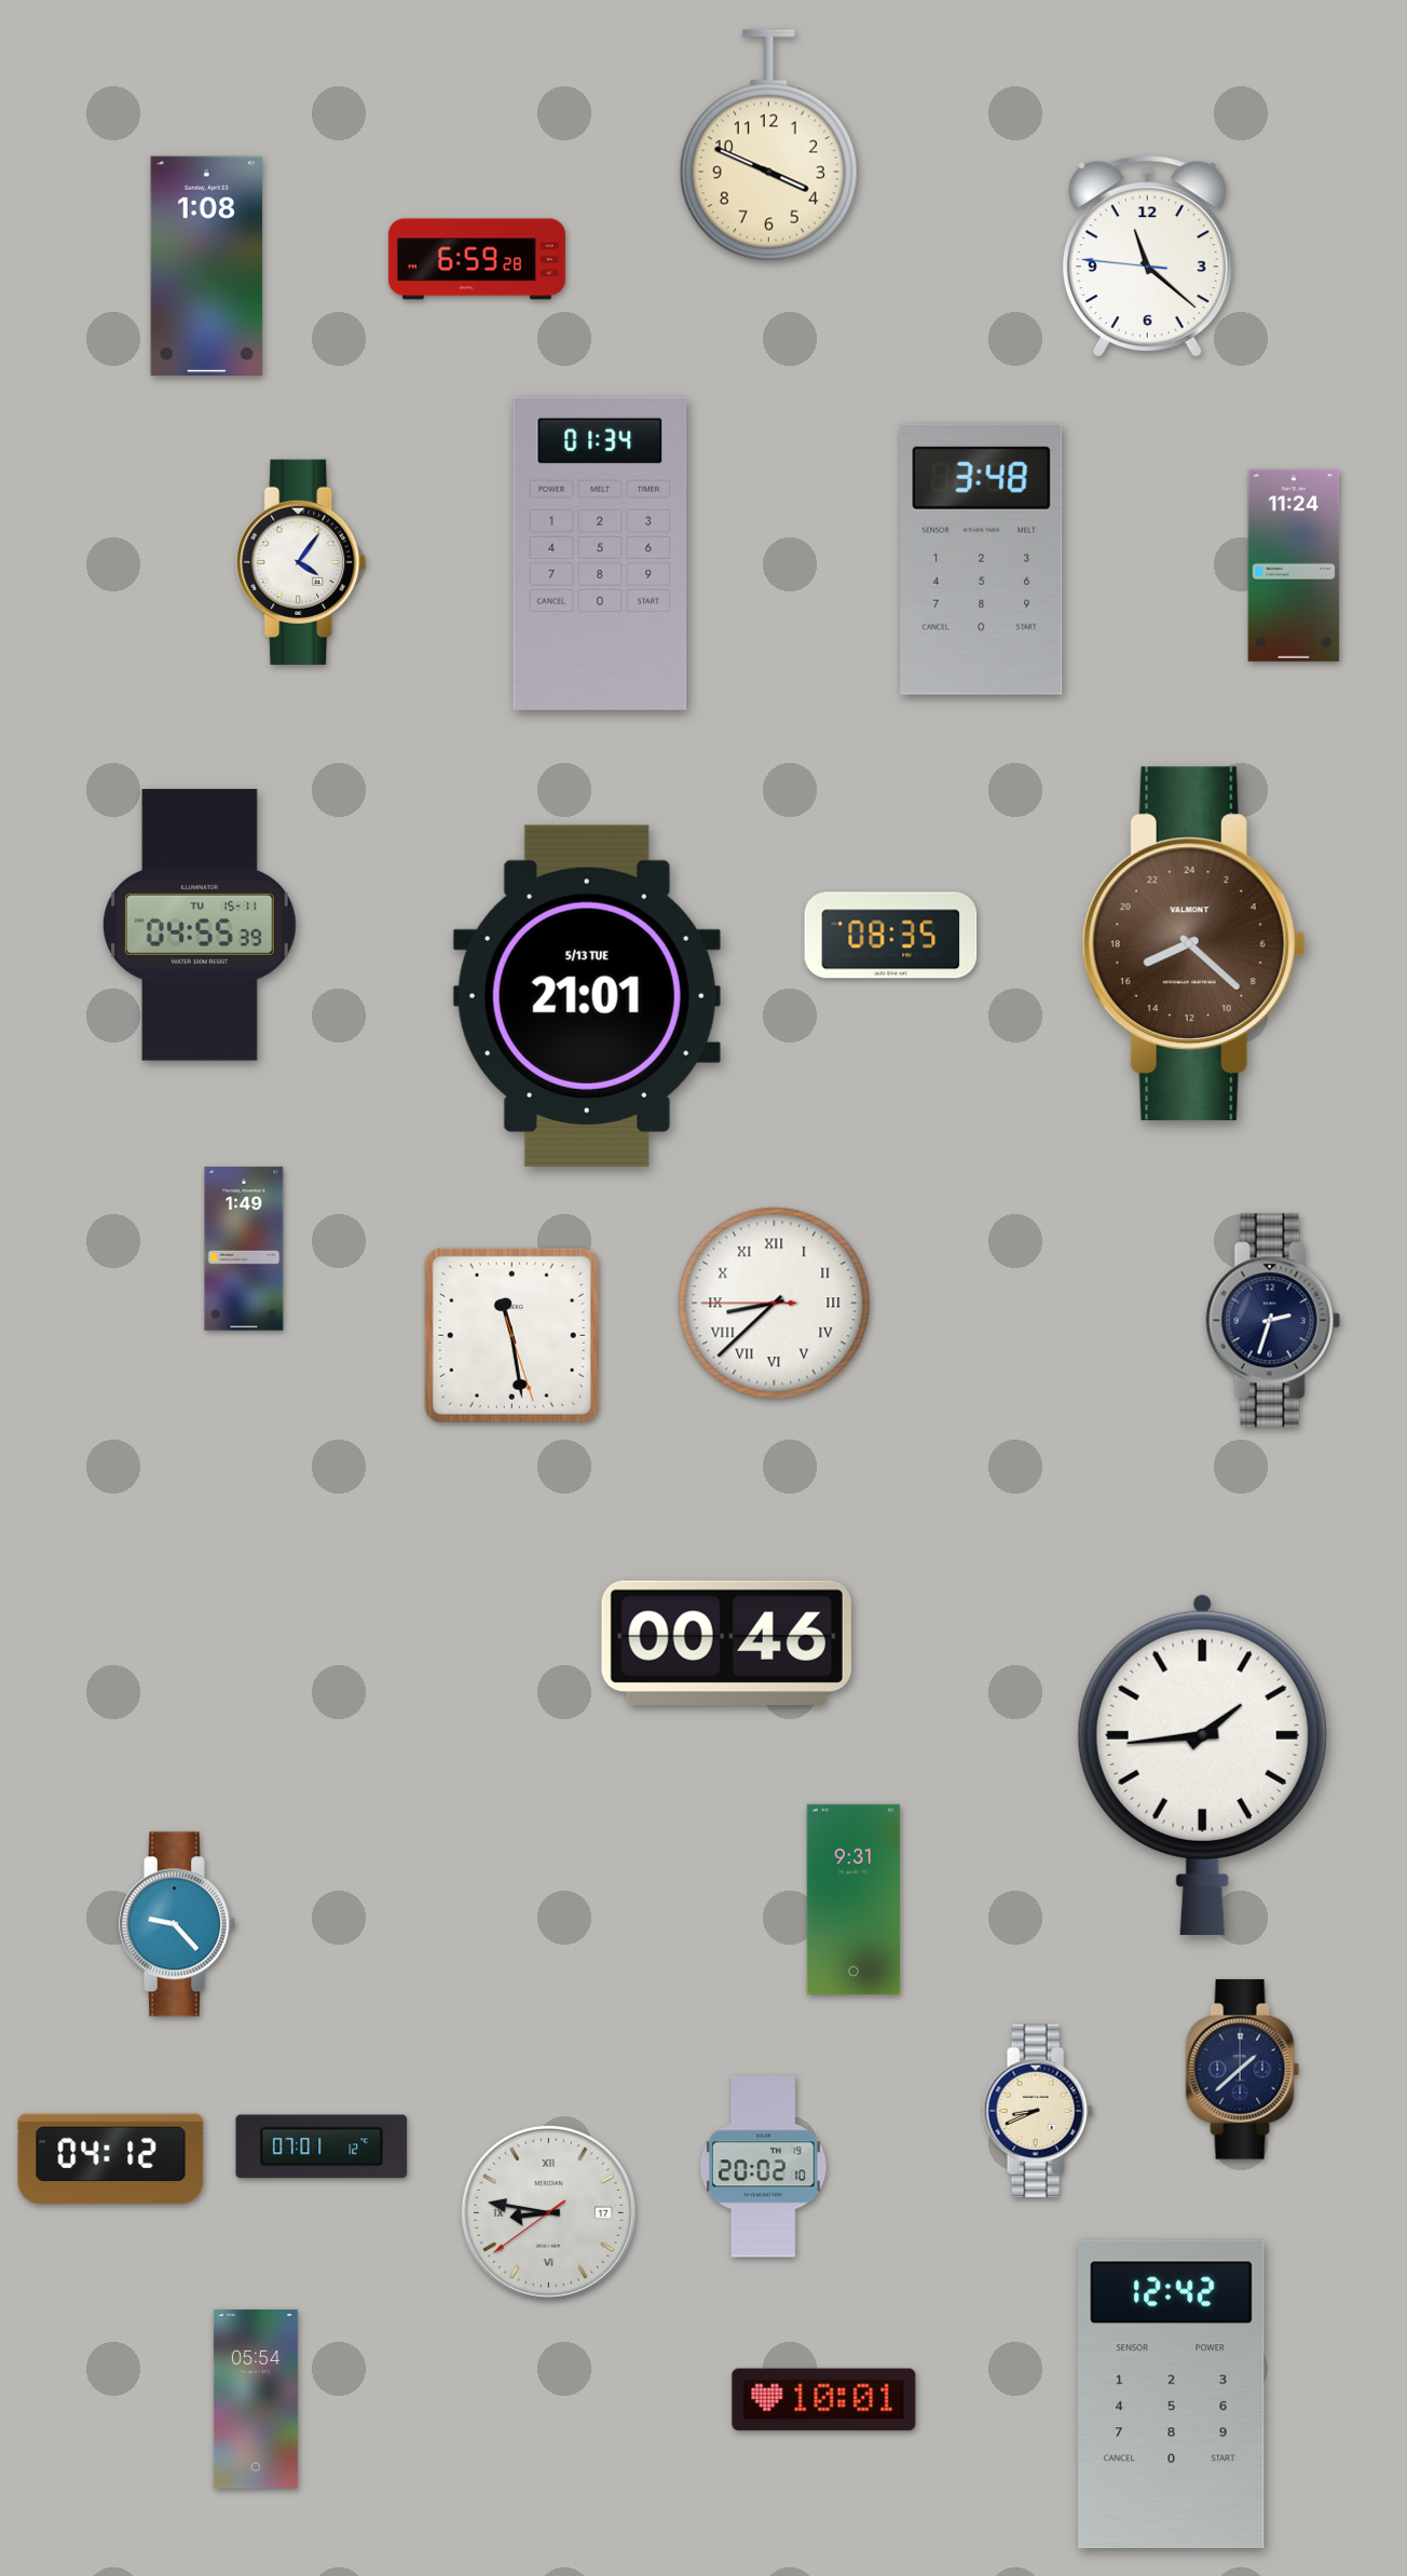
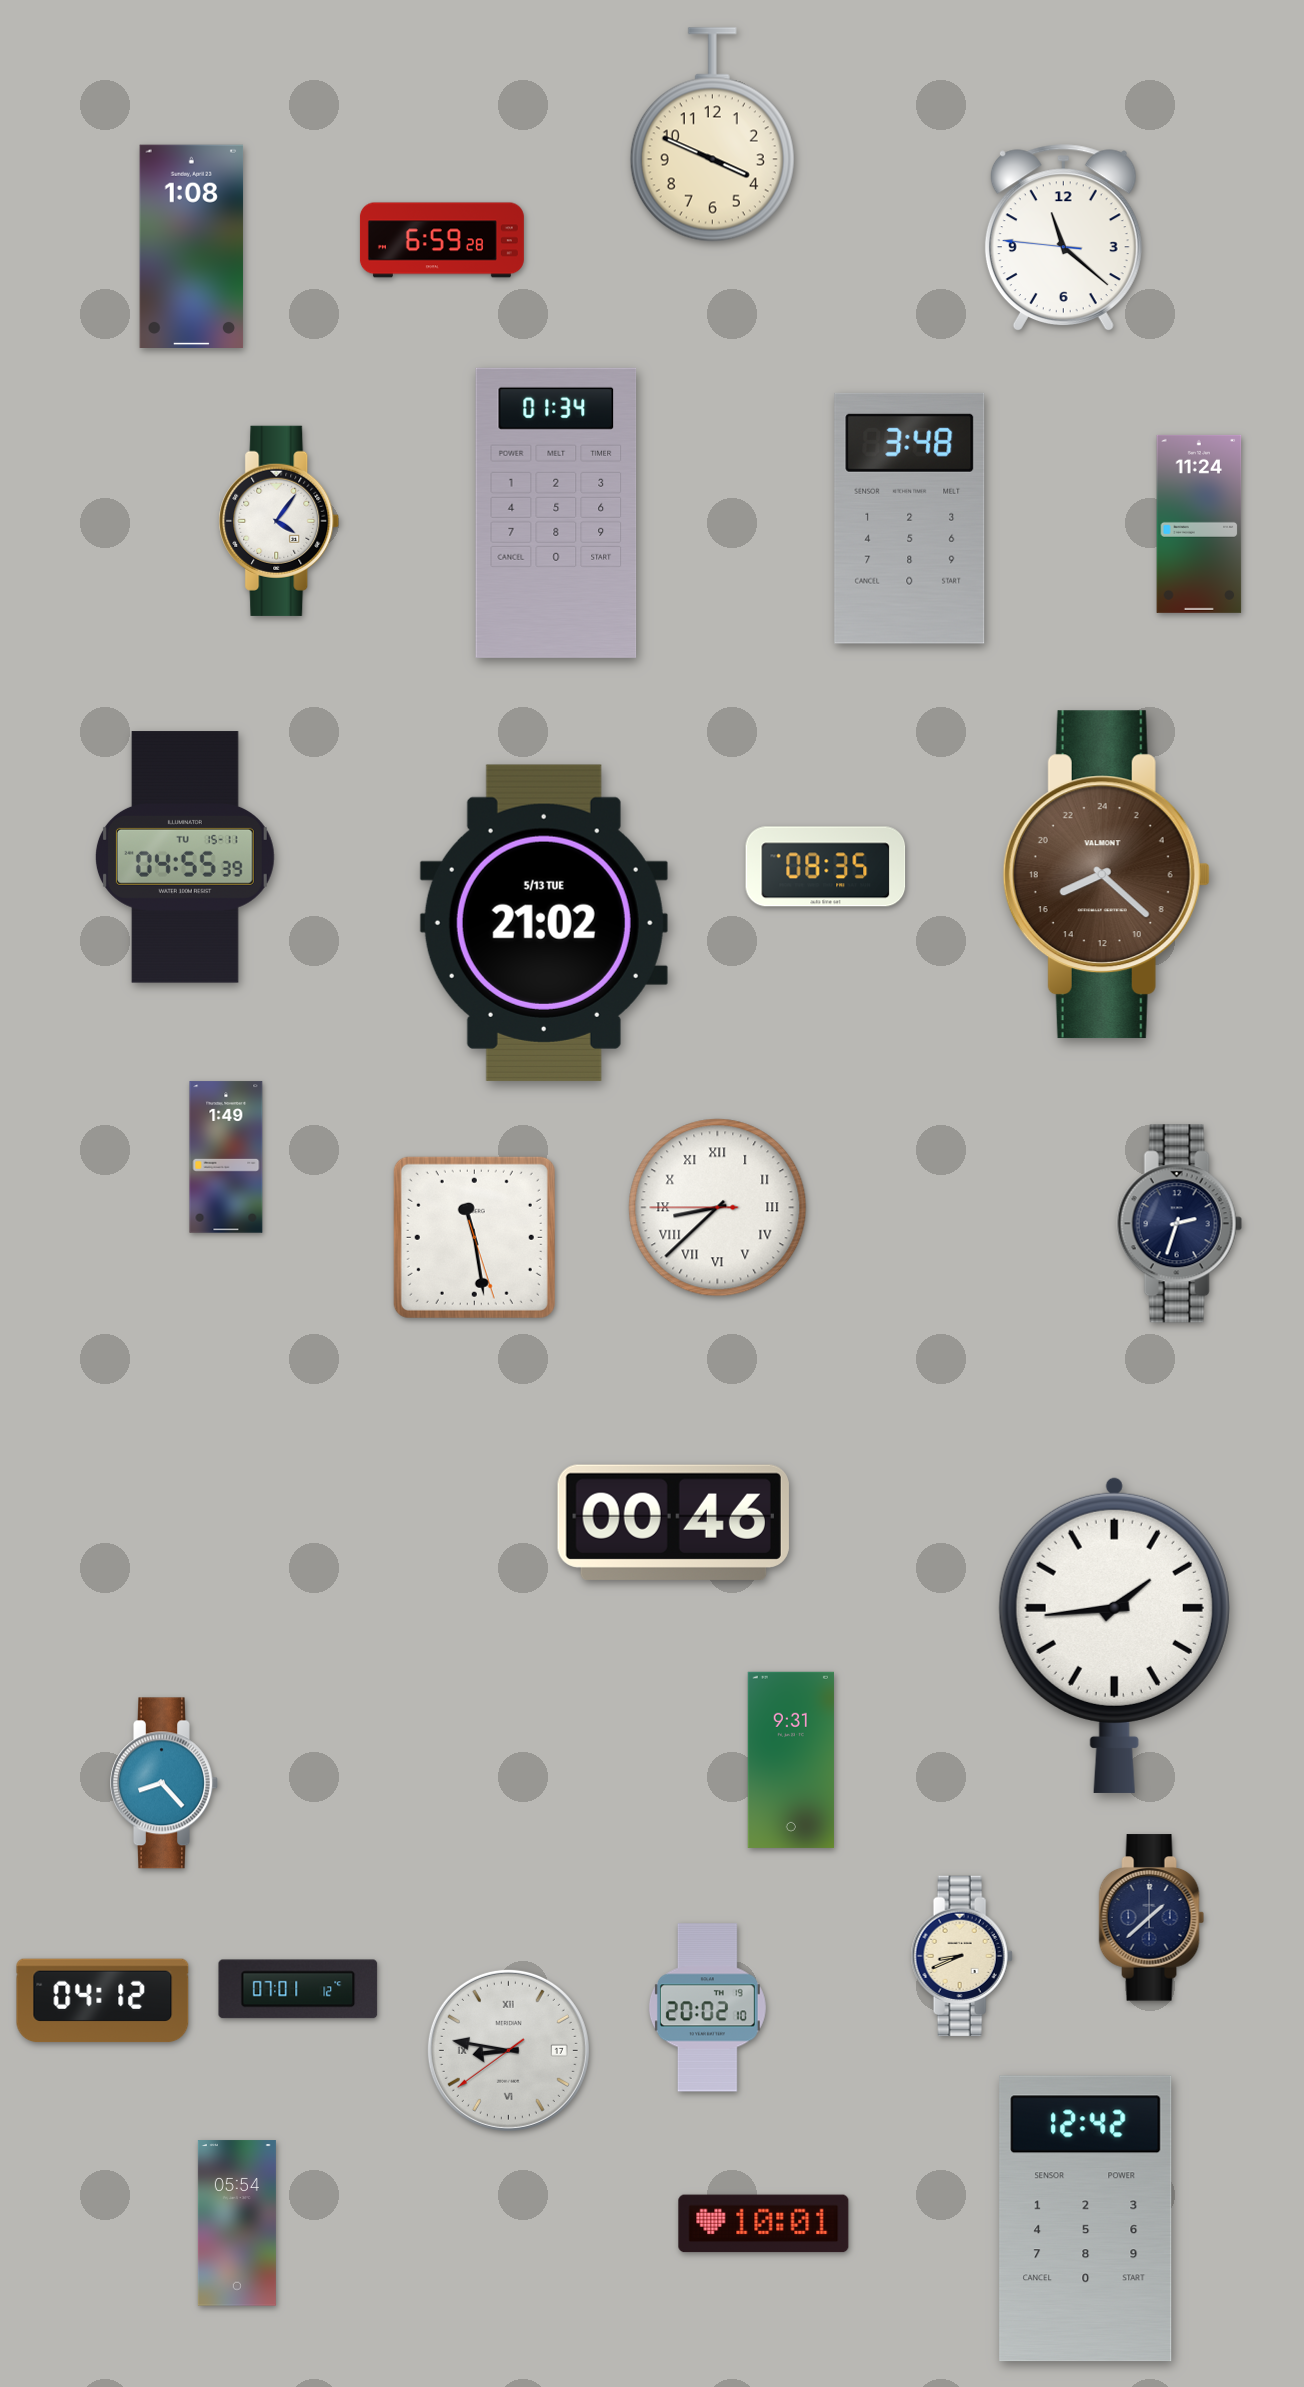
clock at (587, 996): 21:01 -> 21:02
clock at (177, 1924): 9:23 -> 8:23
